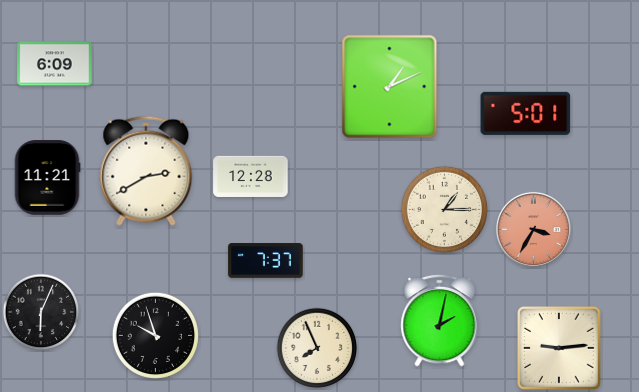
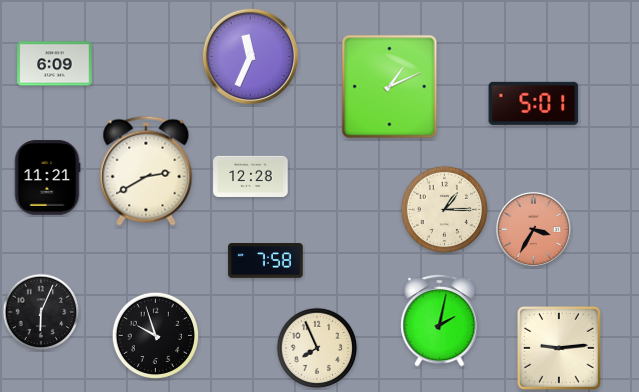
clock at (251, 57): none -> 11:34
clock at (526, 113) position: (526, 113) -> (534, 103)
clock at (266, 261): 7:37 -> 7:58
